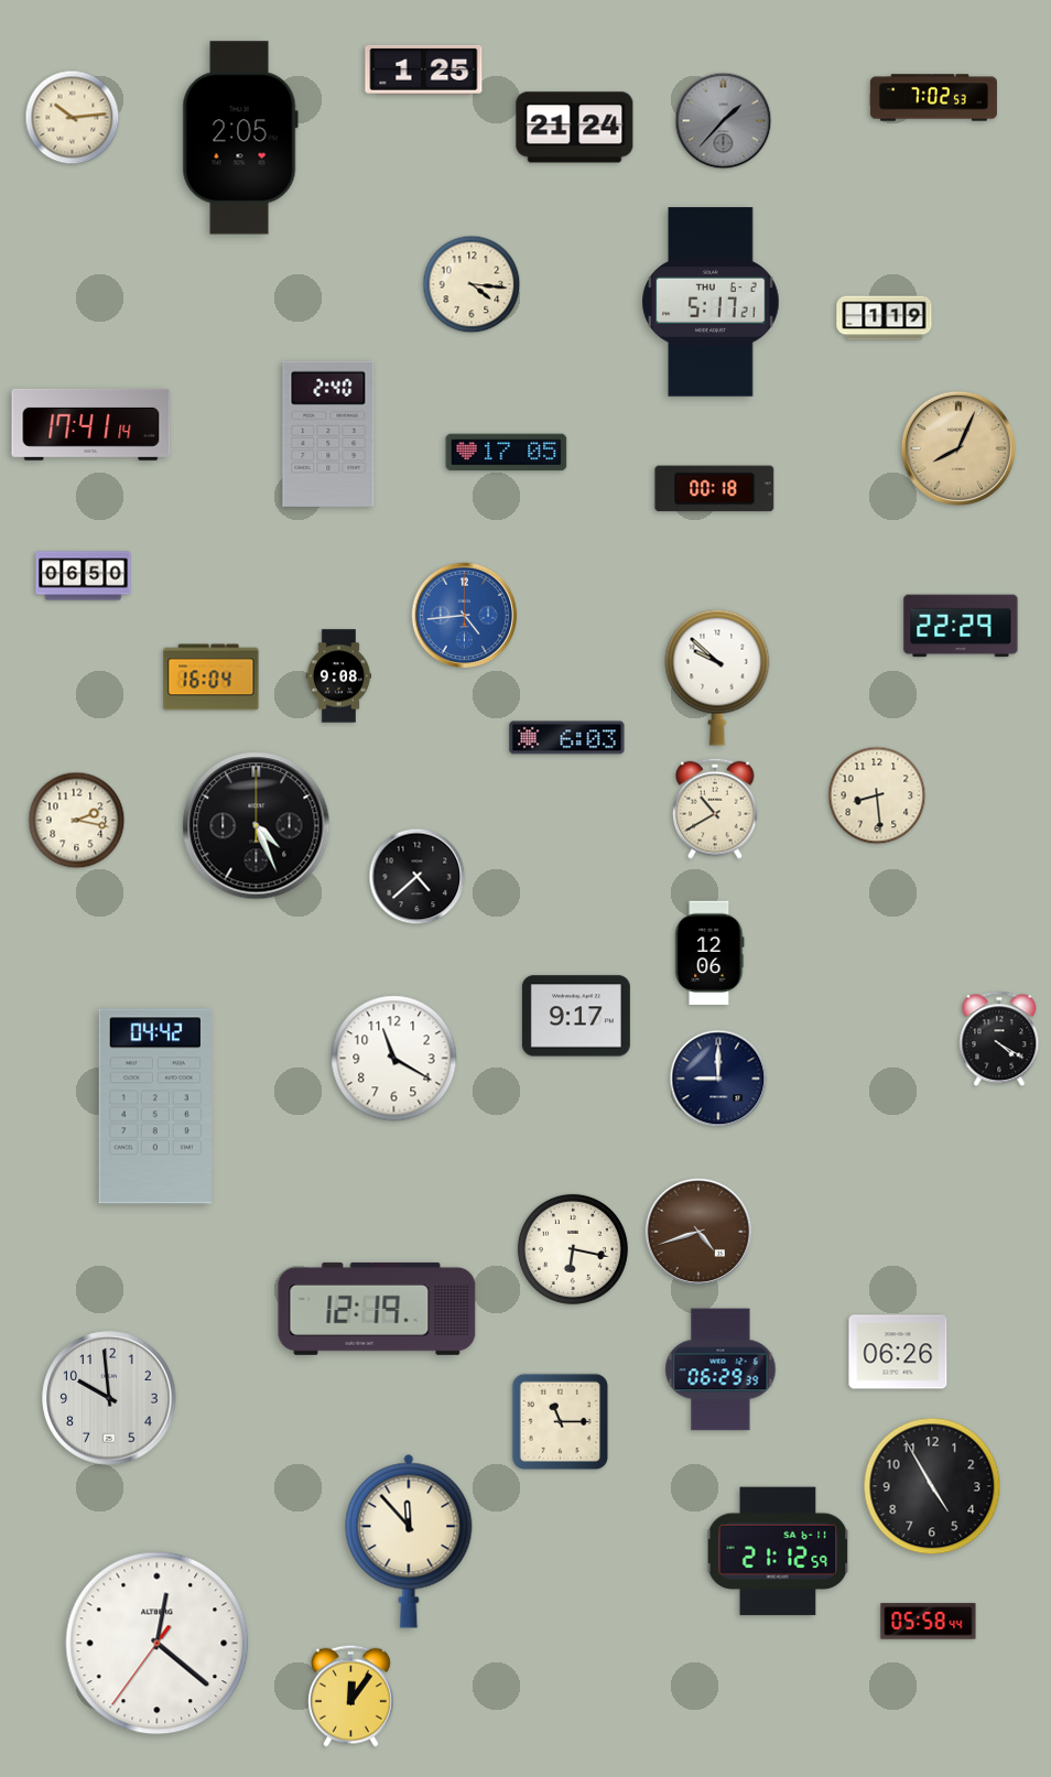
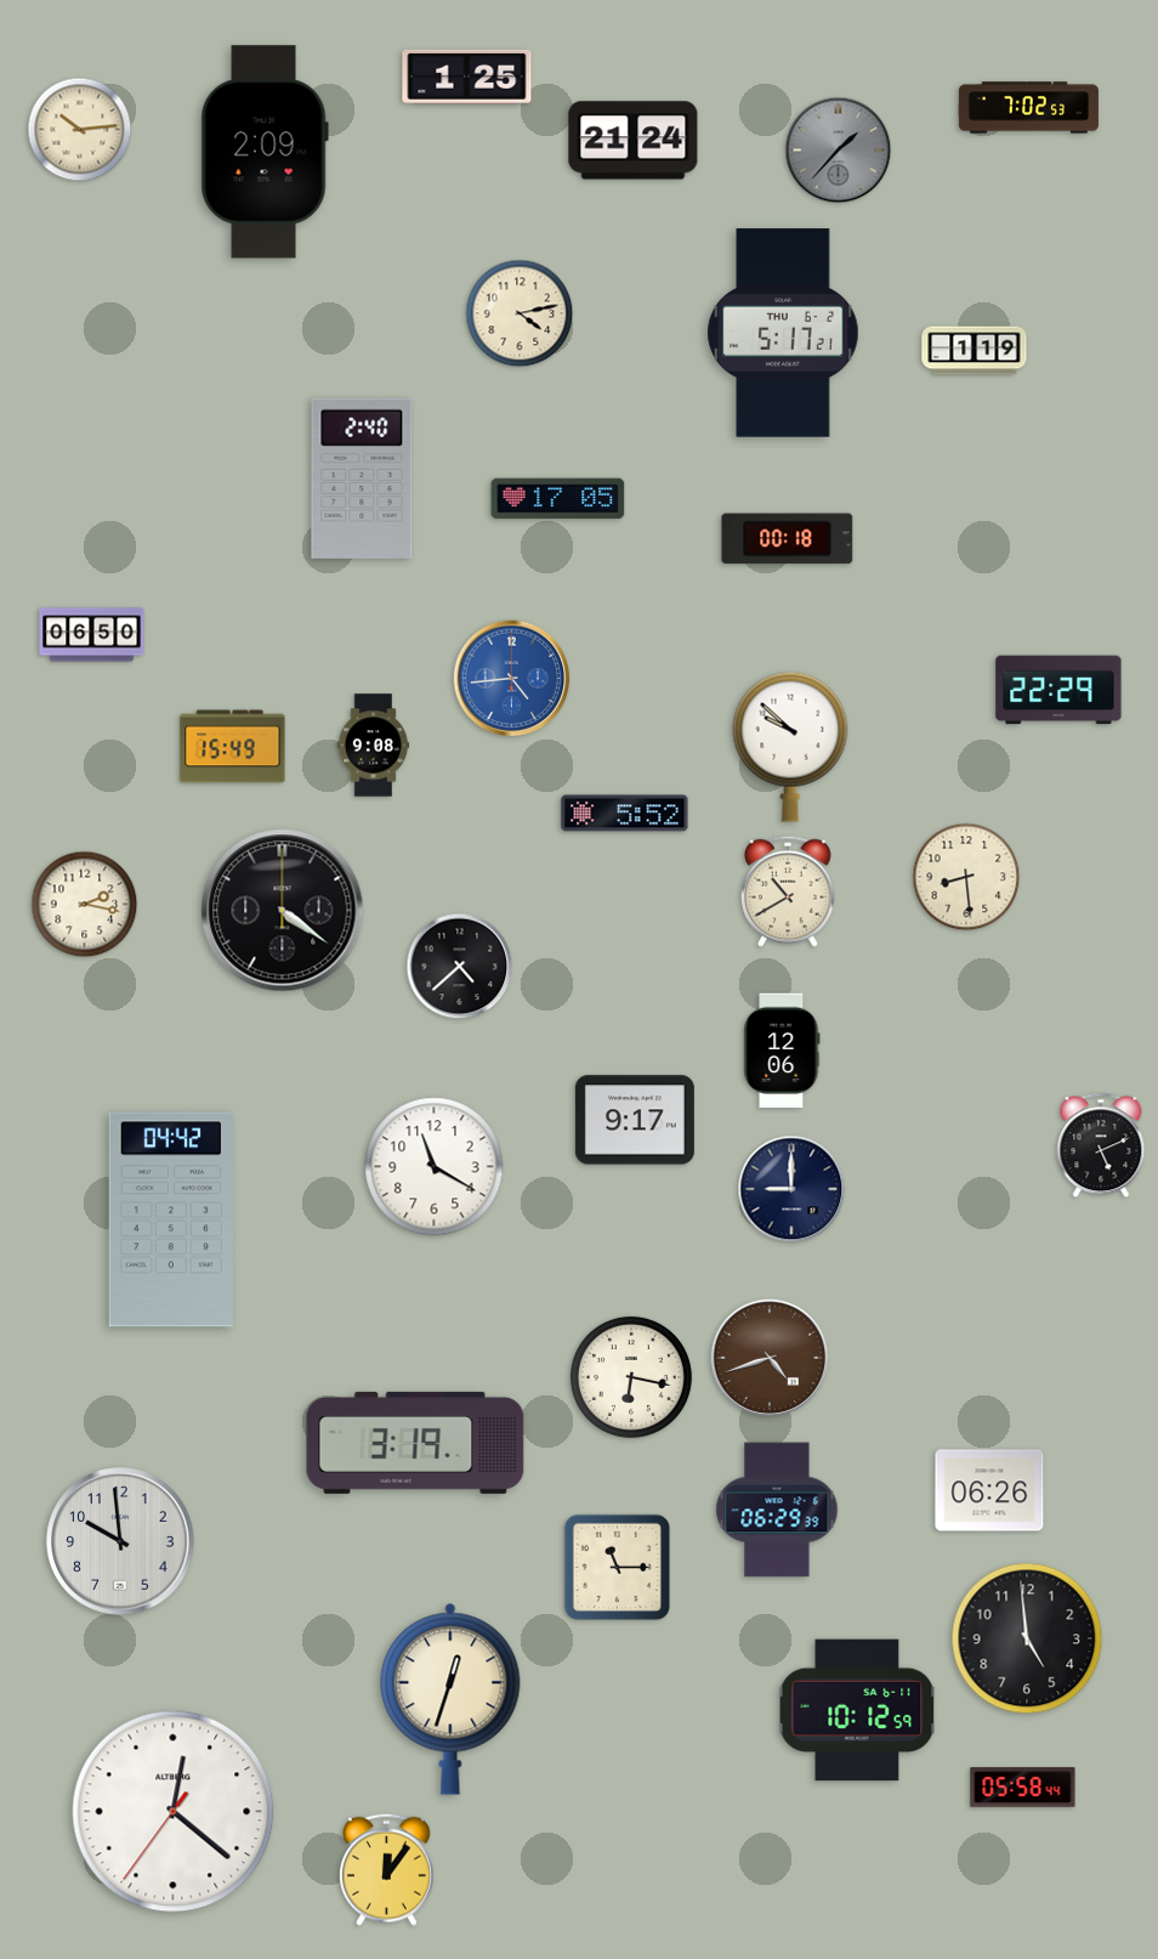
clock at (724, 121) position: (724, 121) -> (839, 151)
clock at (240, 138): 2:05 -> 2:09
clock at (472, 284): 4:16 -> 4:13
clock at (91, 424): 17:41 -> none
clock at (958, 448): 8:04 -> none
clock at (212, 678): 16:04 -> 15:49
clock at (567, 738): 6:03 -> 5:52
clock at (257, 826): 4:26 -> 4:21
clock at (999, 1039): 4:20 -> 5:11
clock at (377, 1309): 12:19 -> 3:19
clock at (720, 1369) position: (720, 1369) -> (777, 1510)
clock at (932, 1486): 4:55 -> 4:59
clock at (409, 1541): 11:53 -> 12:33
clock at (778, 1551): 21:12 -> 10:12
